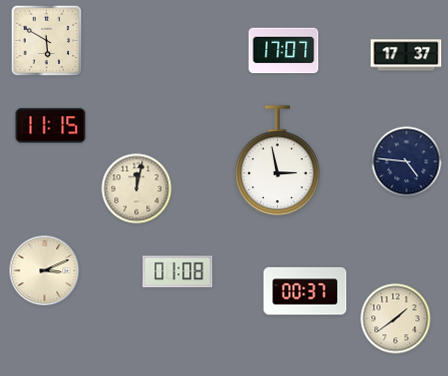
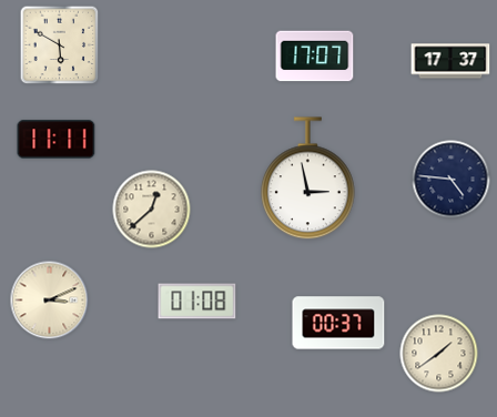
clock at (47, 41) position: (47, 41) -> (60, 45)
clock at (51, 126): 11:15 -> 11:11
clock at (137, 189): 12:02 -> 12:38
